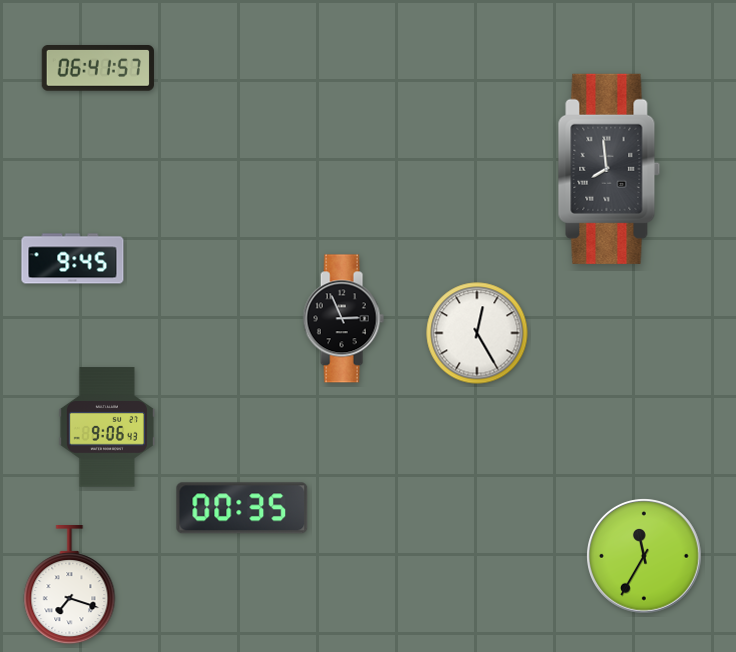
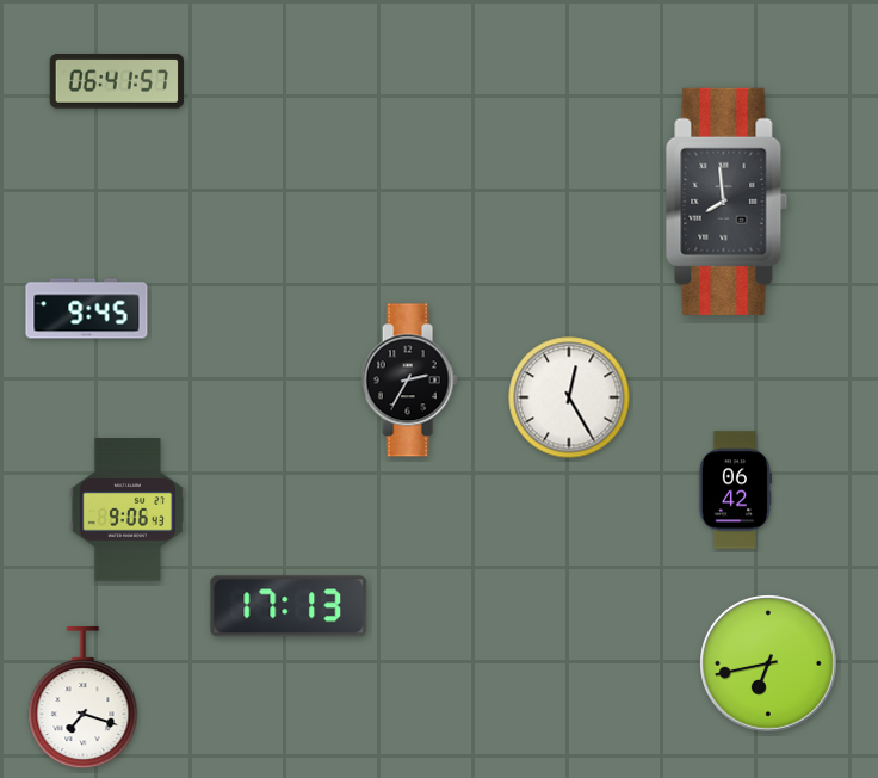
clock at (343, 319): 2:56 -> 2:35
clock at (735, 490): none -> 06:42
clock at (242, 508): 00:35 -> 17:13
clock at (645, 557): 11:35 -> 6:43
